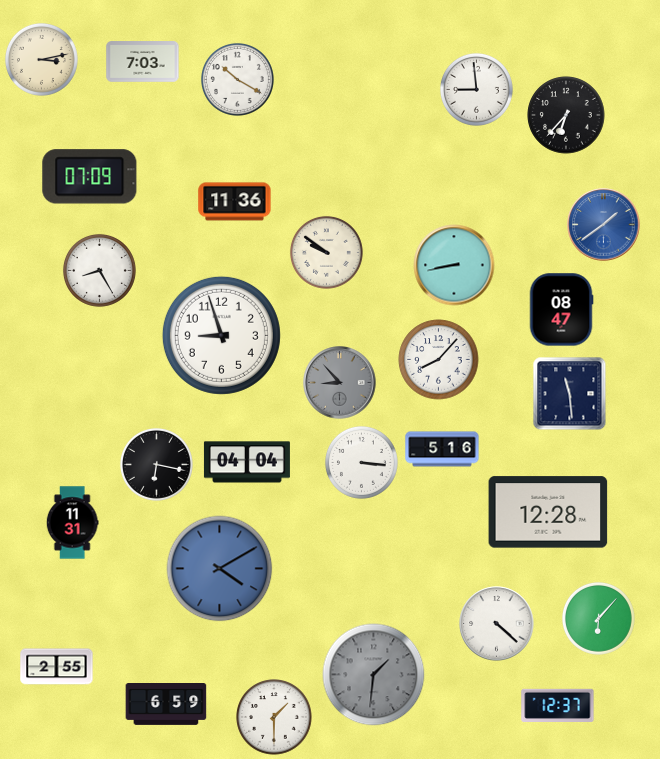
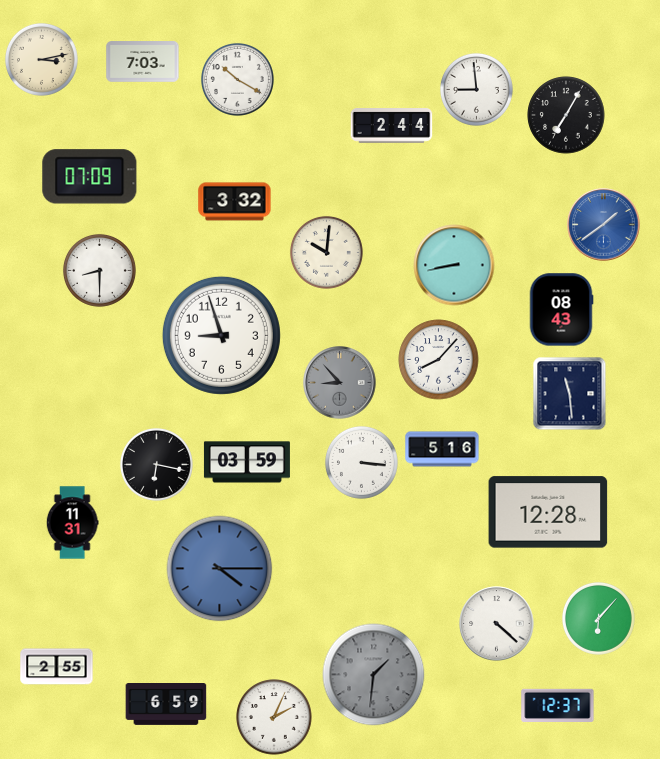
clock at (566, 115): 6:37 -> 7:05
clock at (392, 126): none -> 2:44
clock at (235, 202): 11:36 -> 3:32
clock at (326, 252): 9:51 -> 10:01
clock at (99, 270): 8:25 -> 8:30
clock at (561, 310): 08:47 -> 08:43
clock at (247, 462): 04:04 -> 03:59
clock at (220, 569): 4:10 -> 4:15
clock at (274, 717): 1:30 -> 2:04
